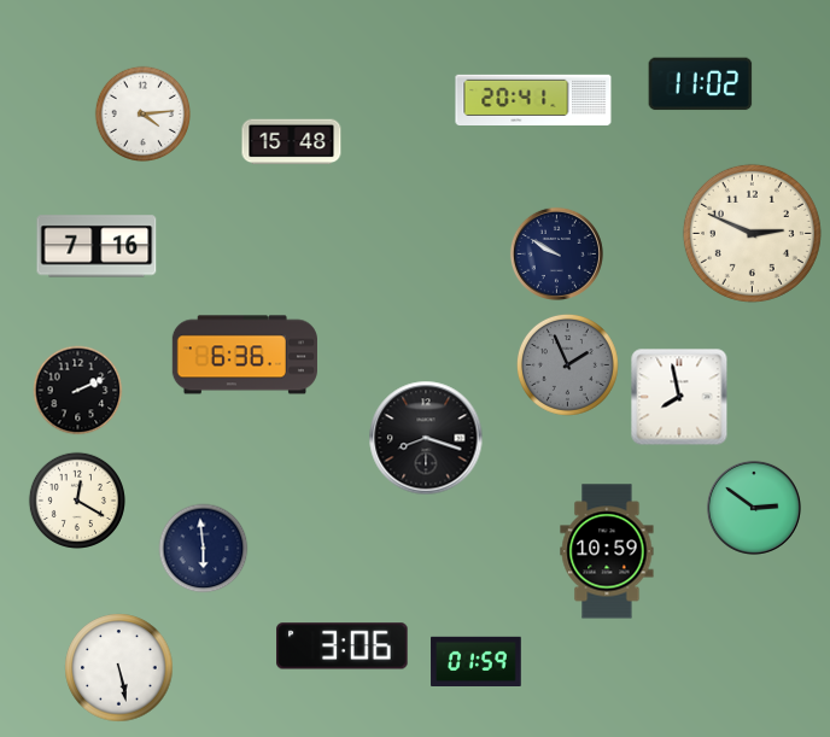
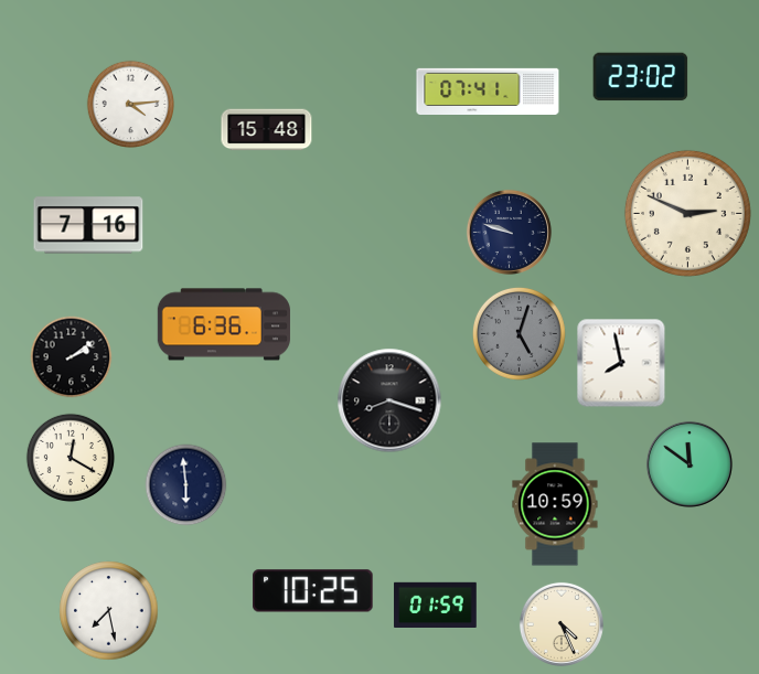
clock at (701, 84): 11:02 -> 23:02
clock at (533, 99): 20:41 -> 07:41
clock at (556, 253): 9:50 -> 9:48
clock at (567, 364): 1:56 -> 5:03
clock at (78, 391): 2:11 -> 2:09
clock at (754, 508): 2:51 -> 11:51
clock at (204, 549) position: (204, 549) -> (186, 485)
clock at (343, 647): 3:06 -> 10:25
clock at (119, 668): 5:28 -> 7:28
clock at (562, 624): none -> 4:26
